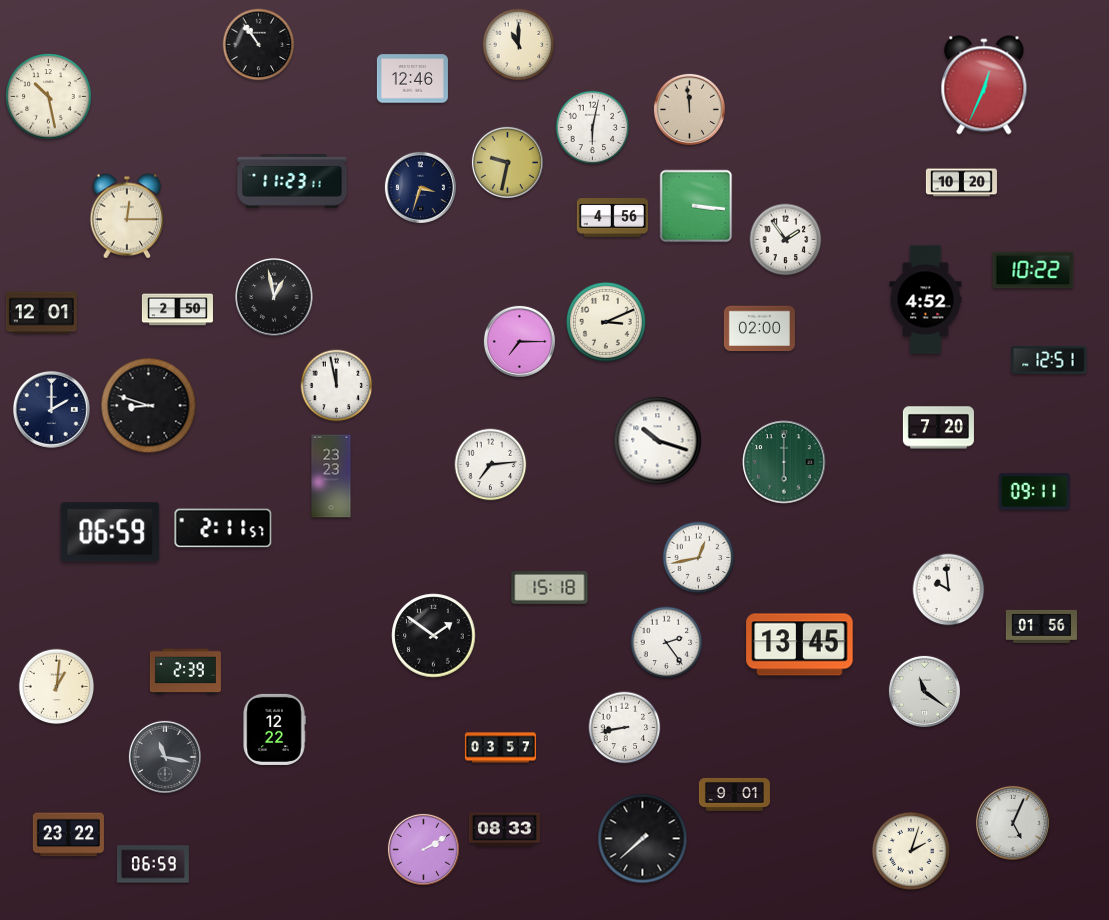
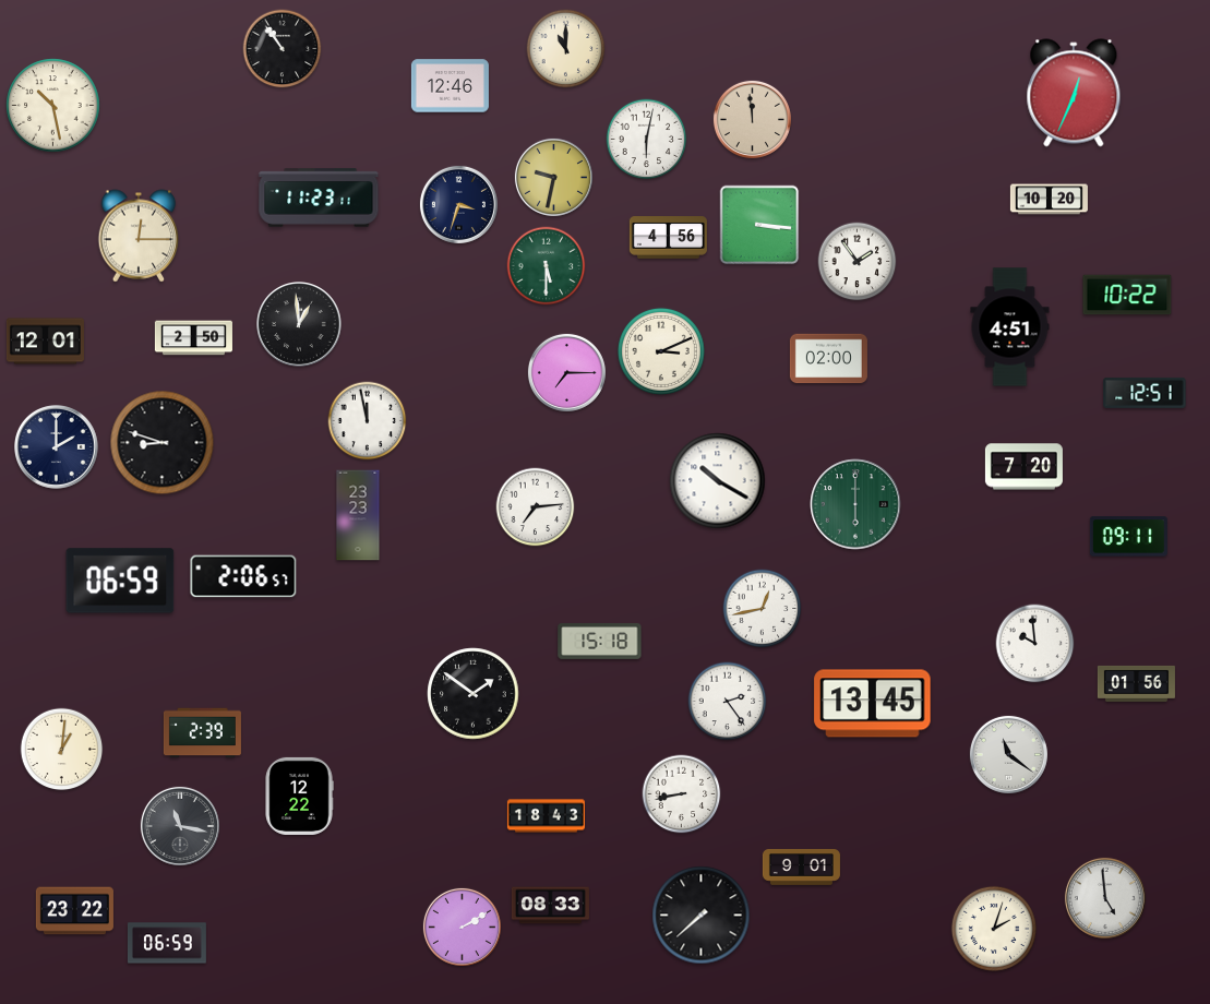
clock at (547, 266): none -> 5:30
clock at (275, 298): 12:58 -> 12:59
clock at (926, 300): 4:52 -> 4:51
clock at (658, 441): 10:18 -> 10:20
clock at (331, 476) position: (331, 476) -> (358, 515)
clock at (223, 528): 2:11 -> 2:06
clock at (500, 748): 03:57 -> 18:43
clock at (1013, 823): 5:04 -> 4:59
